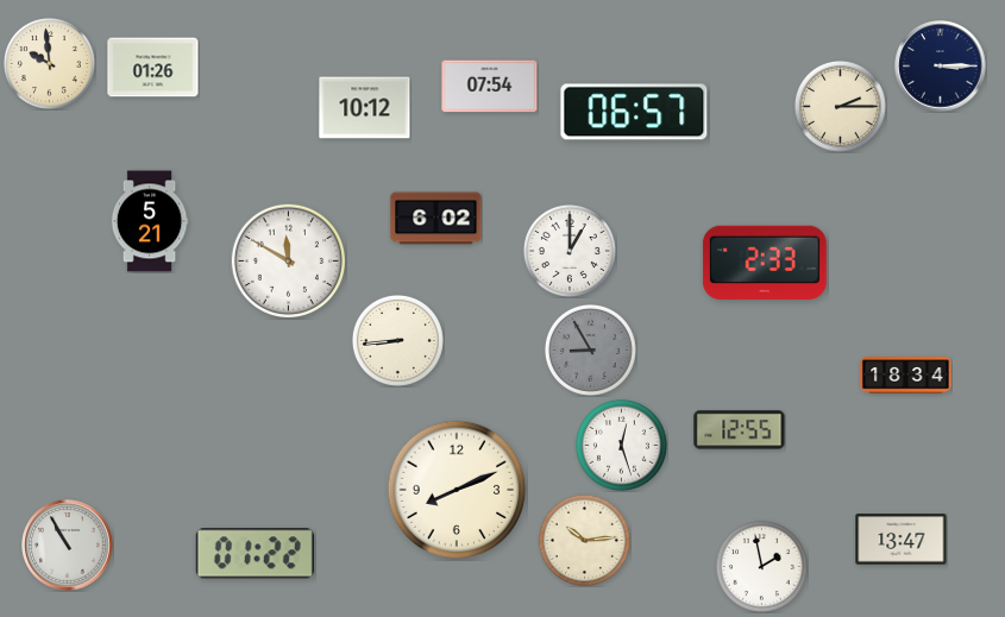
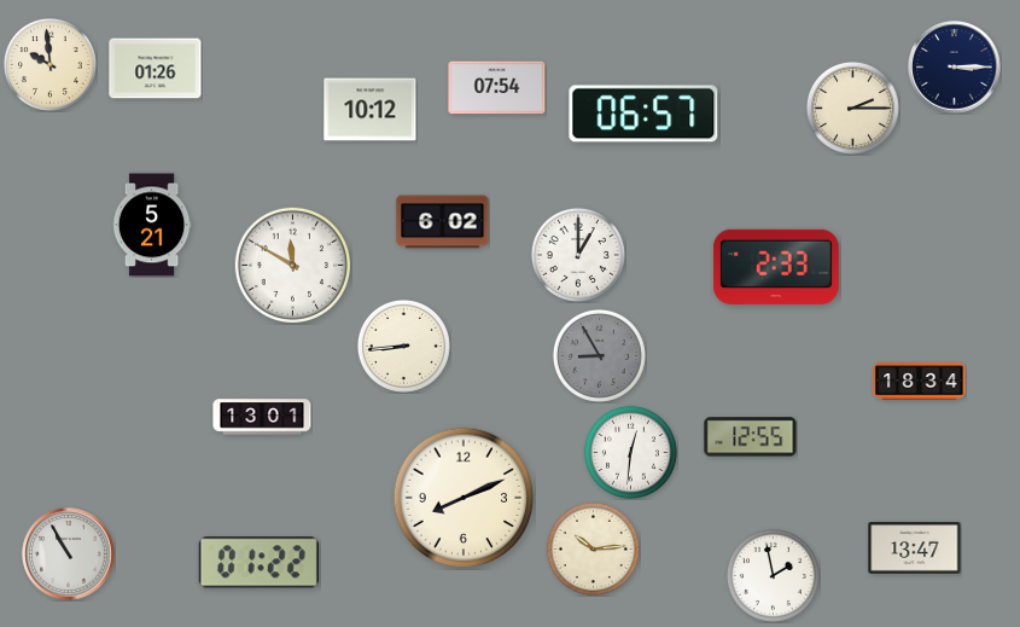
clock at (262, 417): none -> 13:01
clock at (621, 445): 12:27 -> 12:31
